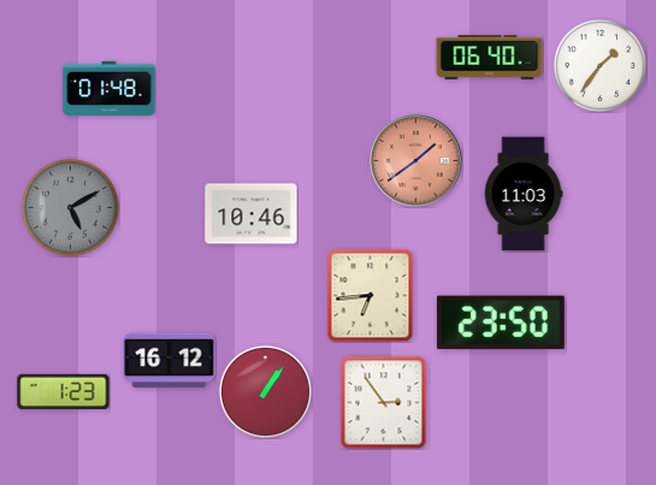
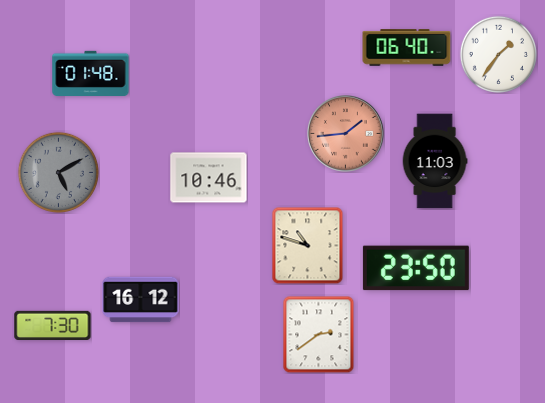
clock at (416, 161): 1:39 -> 1:44
clock at (371, 295): 6:44 -> 10:48
clock at (265, 391): 1:06 -> none
clock at (64, 392): 1:23 -> 7:30
clock at (384, 402): 2:54 -> 2:39
